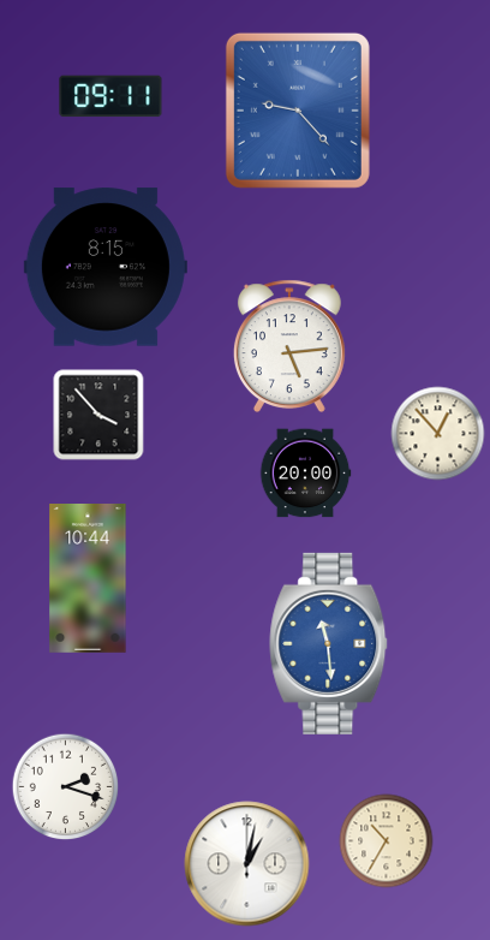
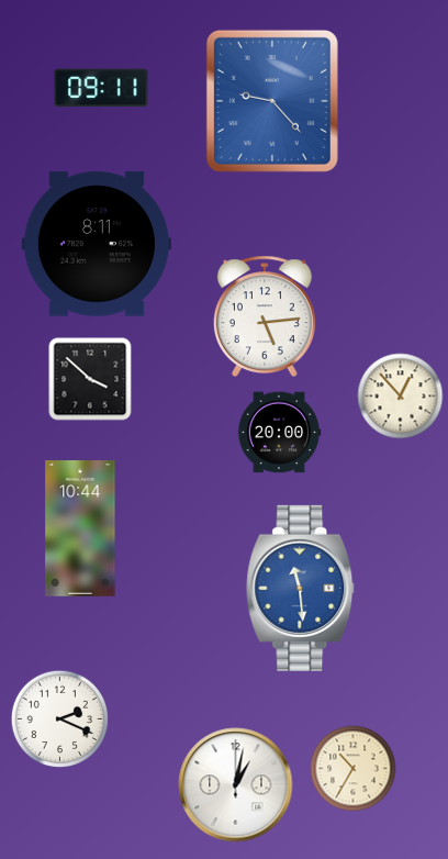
clock at (106, 267): 8:15 -> 8:11
clock at (98, 415): 3:53 -> 3:52
clock at (66, 787): 2:18 -> 2:19
clock at (247, 864) position: (247, 864) -> (236, 785)
